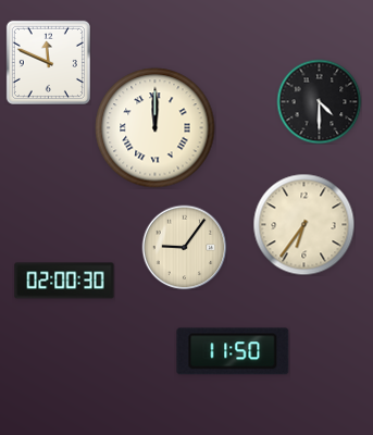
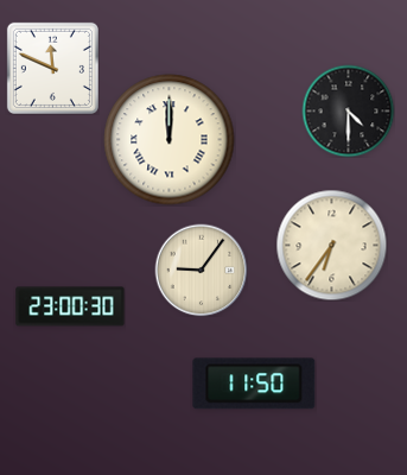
clock at (64, 281): 02:00 -> 23:00
